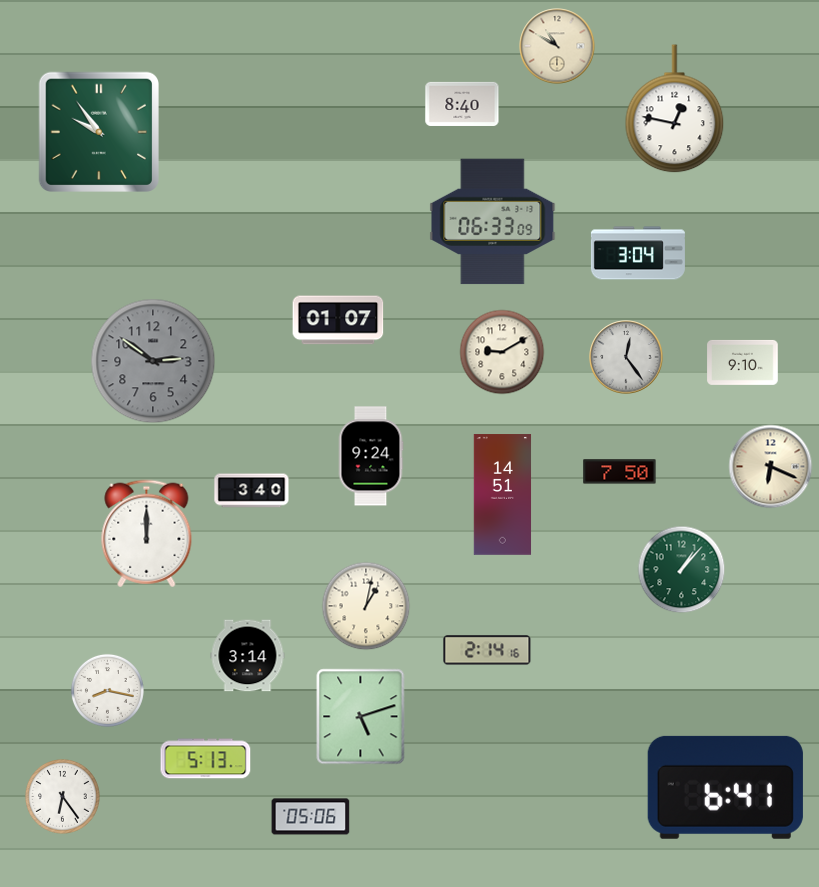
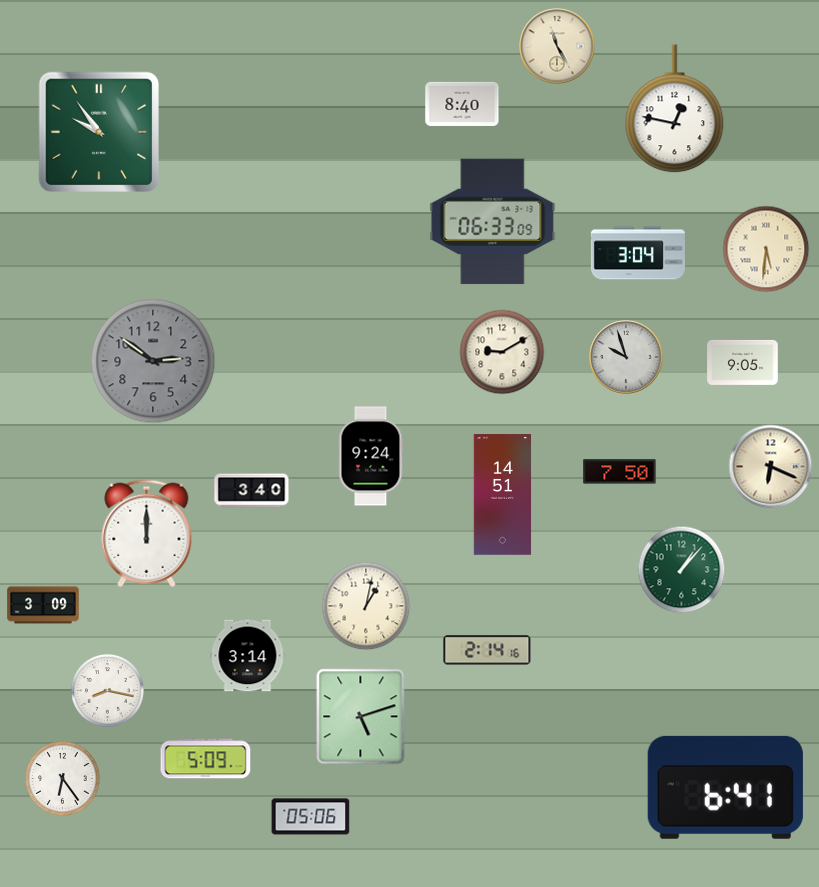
clock at (557, 46): 10:50 -> 11:25
clock at (766, 249): none -> 5:31
clock at (338, 320): 01:07 -> none
clock at (626, 357): 12:24 -> 9:57
clock at (743, 362): 9:10 -> 9:05
clock at (43, 605): none -> 3:09
clock at (206, 759): 5:13 -> 5:09
clock at (63, 797) position: (63, 797) -> (63, 779)
